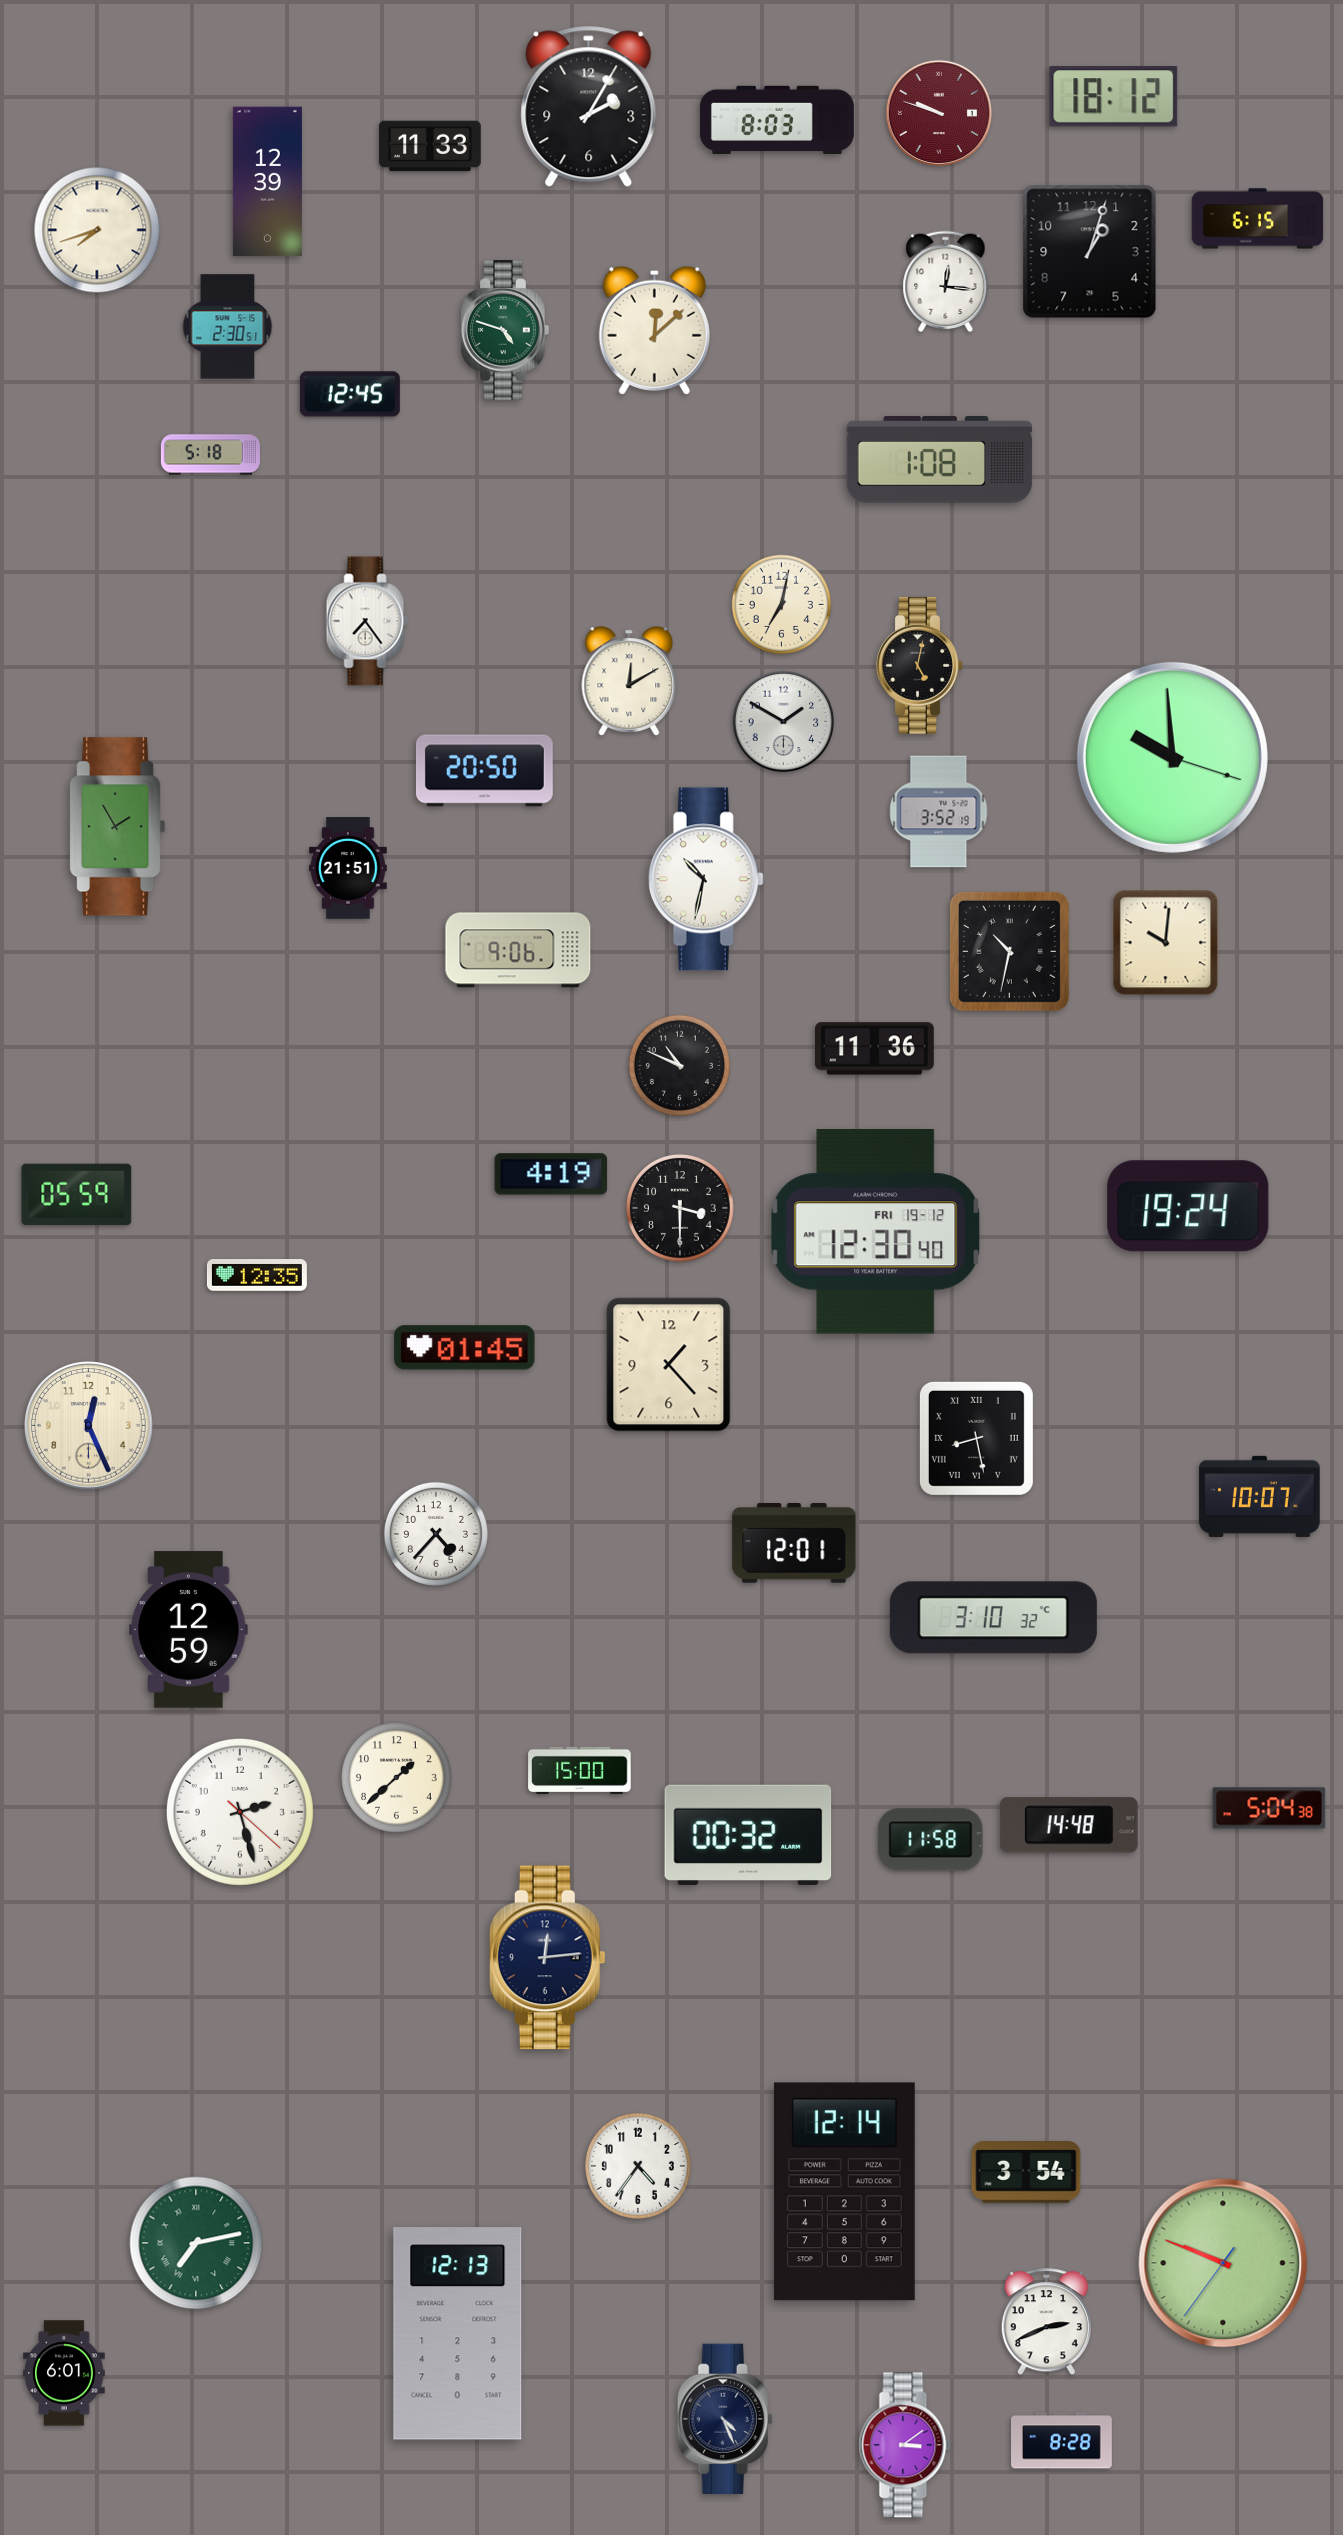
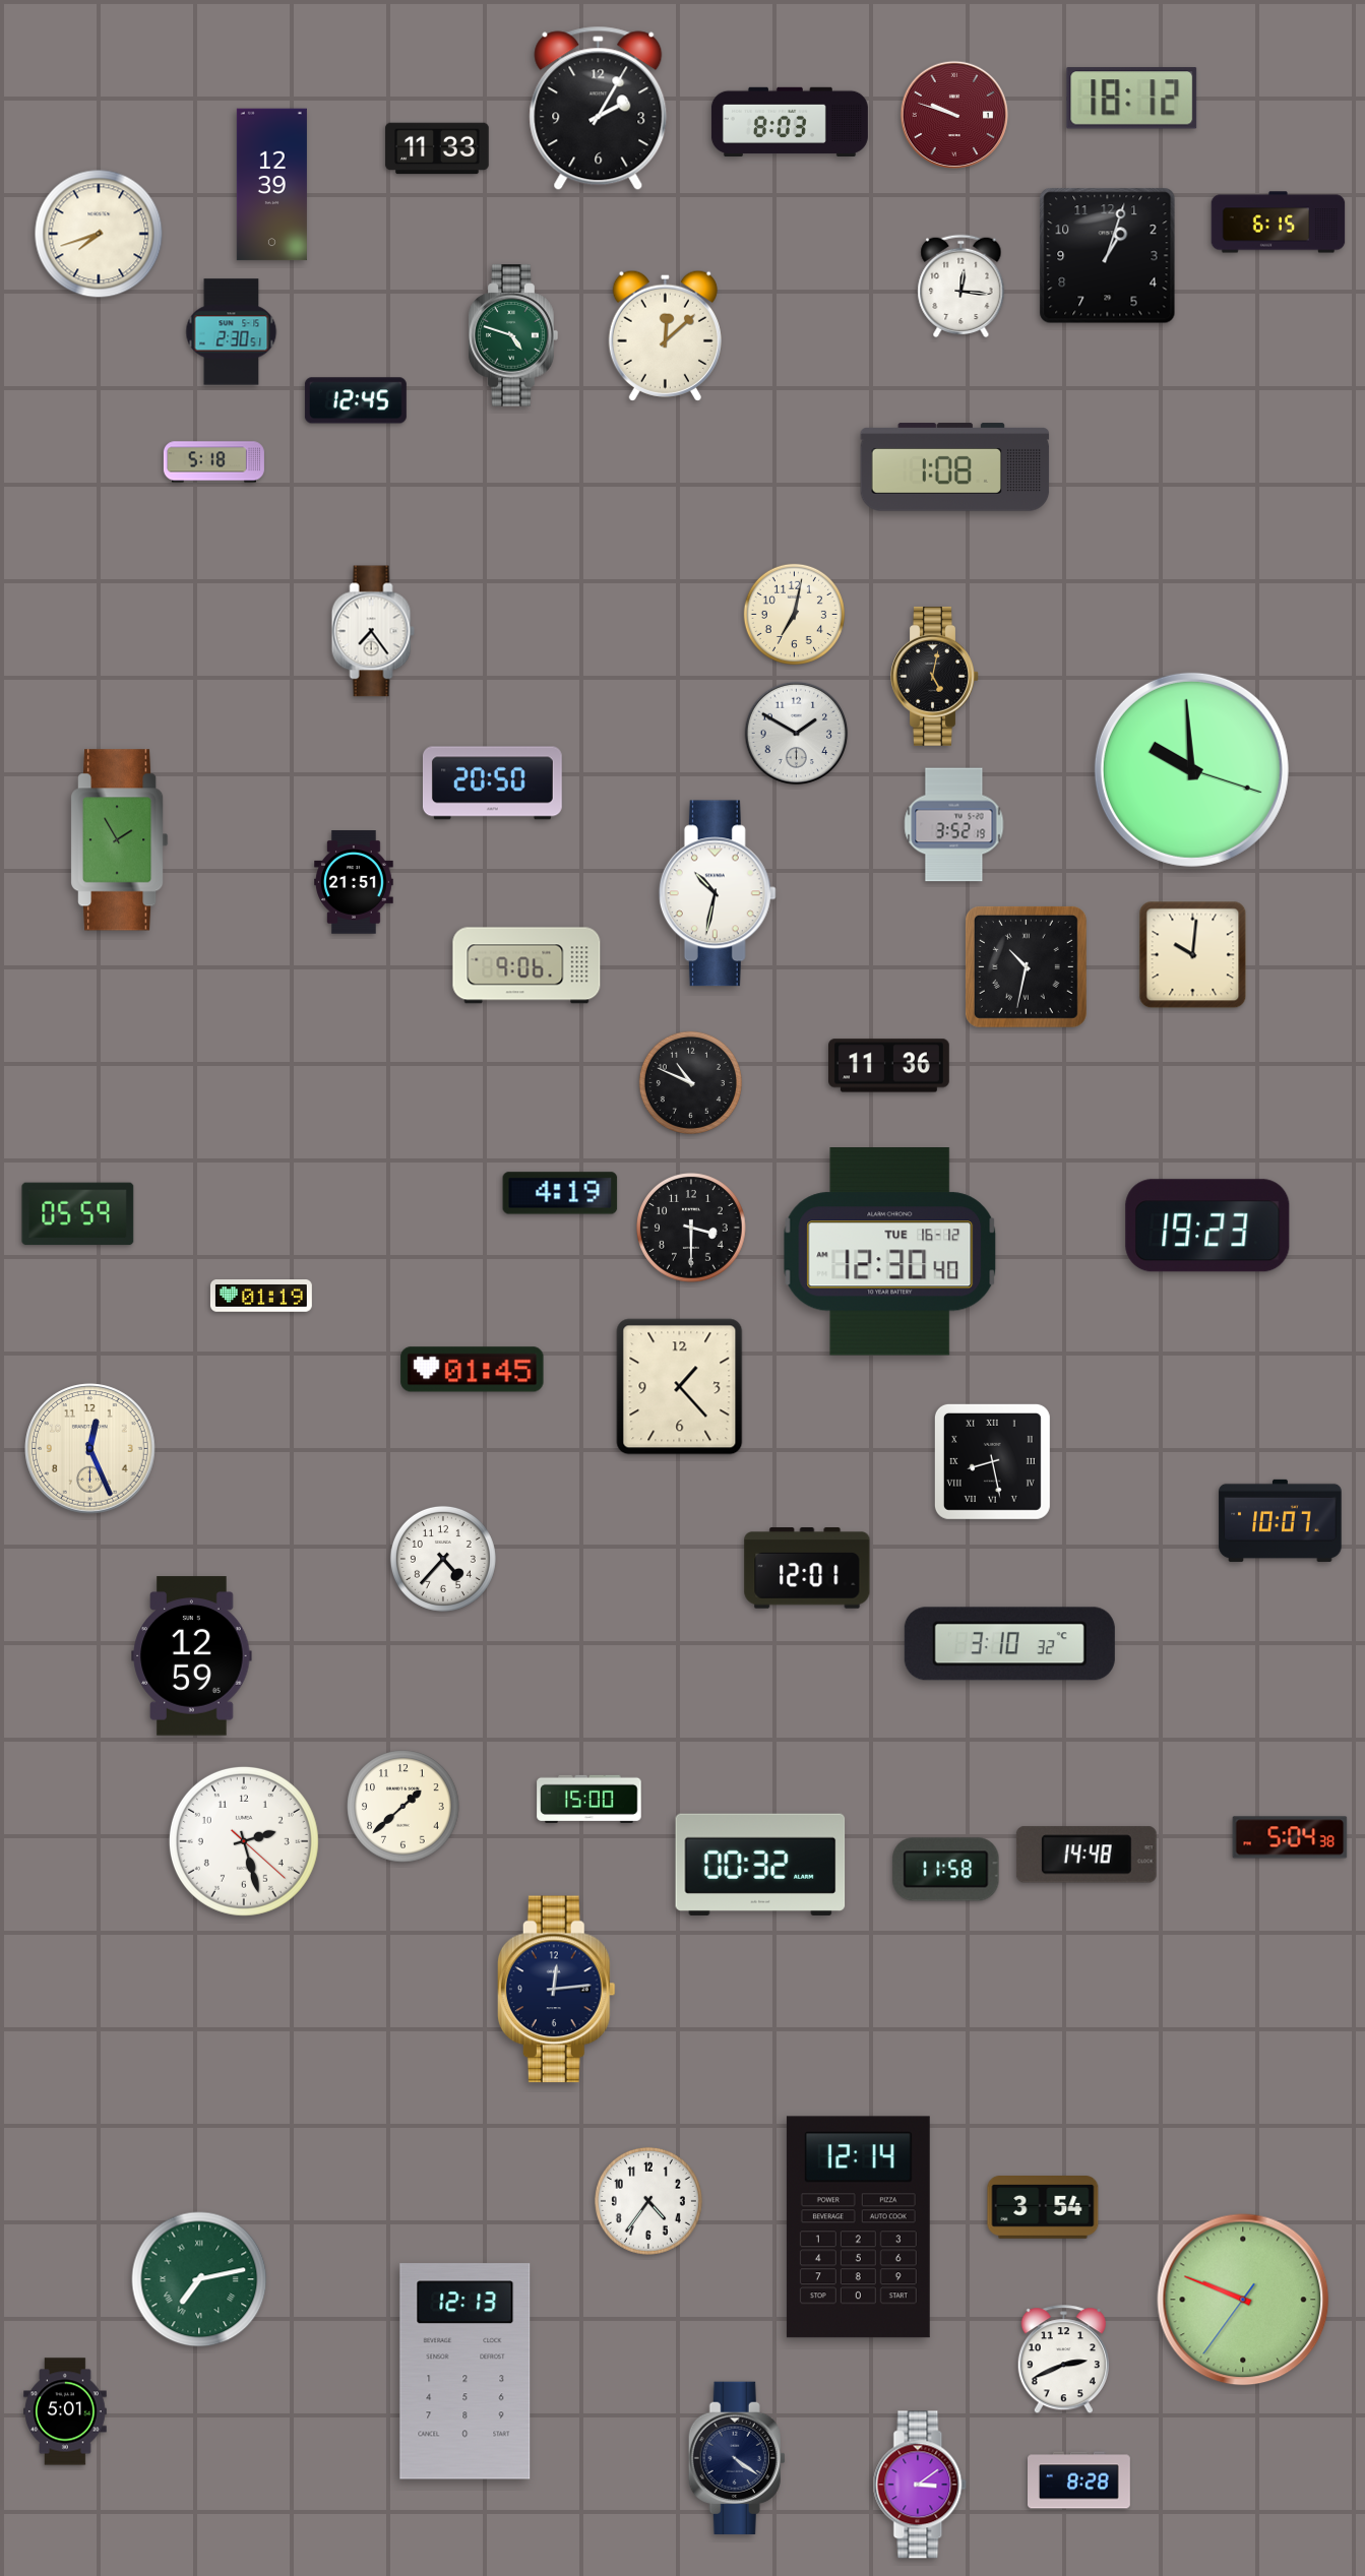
clock at (629, 681): 12:10 -> none
clock at (1166, 943) position: (1166, 943) -> (1193, 955)
clock at (1188, 1206): 19:24 -> 19:23
clock at (876, 1232) date: FRI 19-12 -> TUE 16-12
clock at (257, 1276): 12:35 -> 01:19
clock at (64, 2373): 6:01 -> 5:01
clock at (725, 2418): 4:26 -> 4:21
